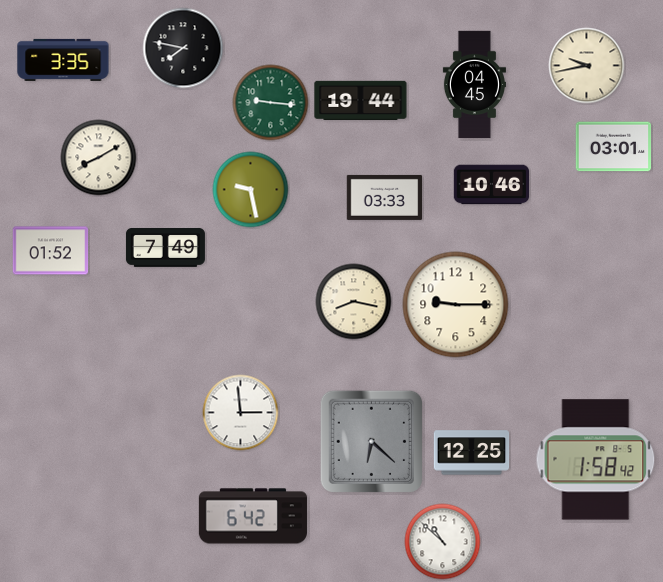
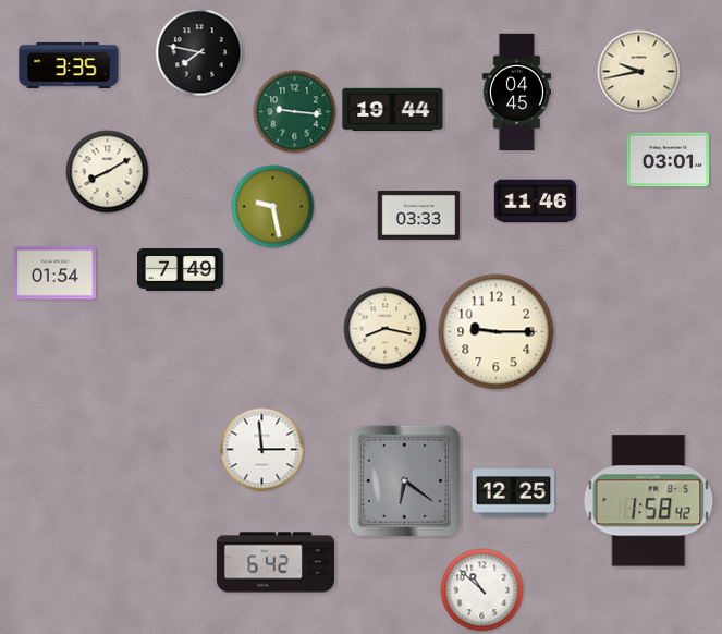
clock at (492, 185): 10:46 -> 11:46
clock at (51, 251): 01:52 -> 01:54
clock at (371, 441): 6:22 -> 6:21
